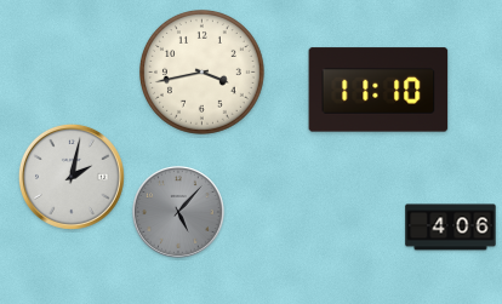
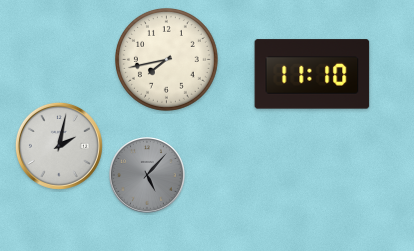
clock at (202, 73): 3:43 -> 7:43
clock at (451, 228): 4:06 -> none
